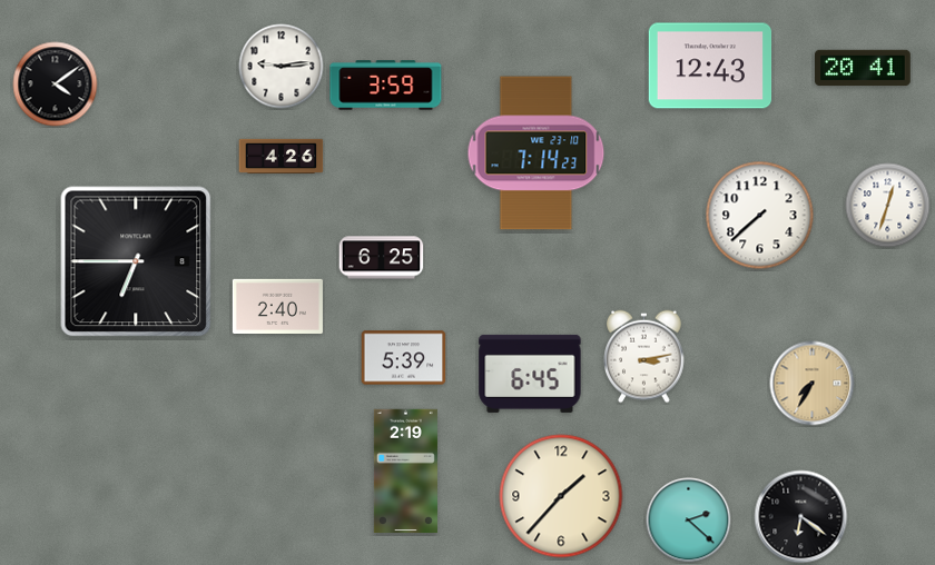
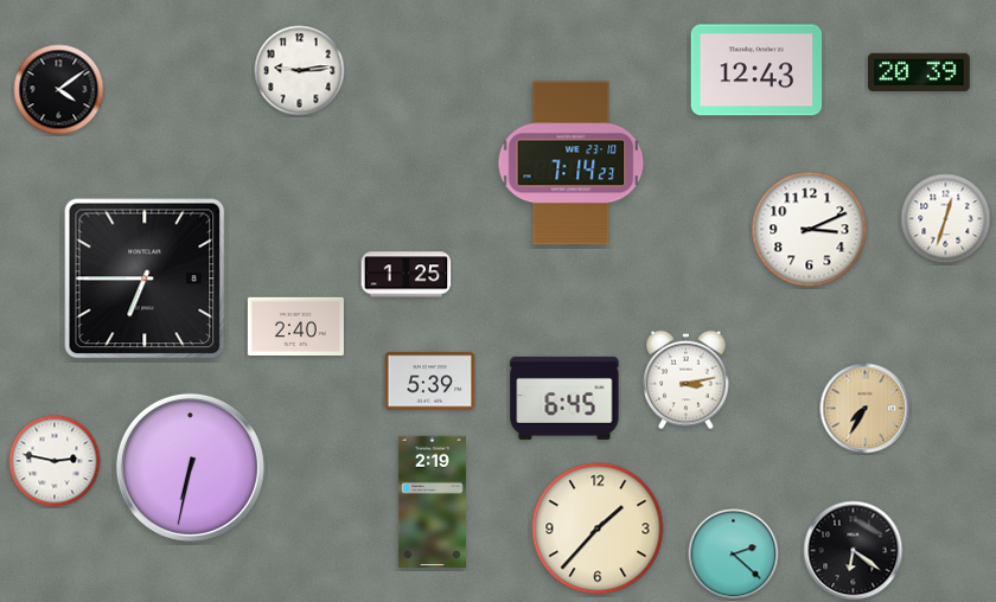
clock at (863, 68): 20:41 -> 20:39
clock at (386, 86): 3:59 -> none
clock at (282, 156): 4:26 -> none
clock at (760, 216): 7:38 -> 3:11
clock at (382, 258): 6:25 -> 1:25
clock at (55, 461): none -> 2:47
clock at (190, 467): none -> 6:32
